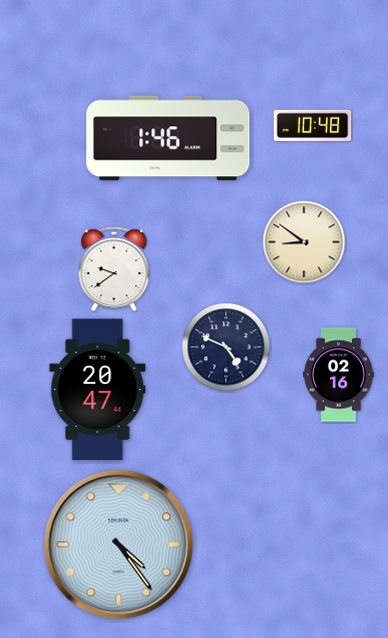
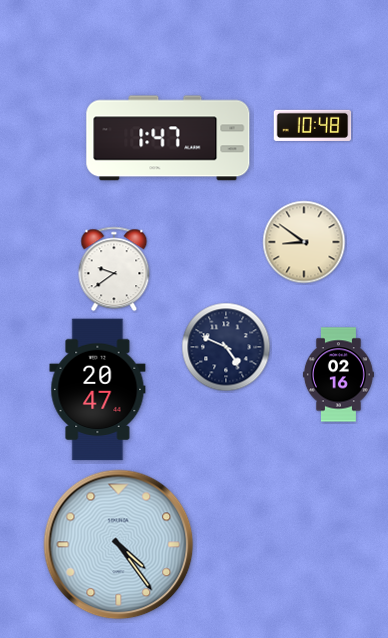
clock at (168, 138): 1:46 -> 1:47
